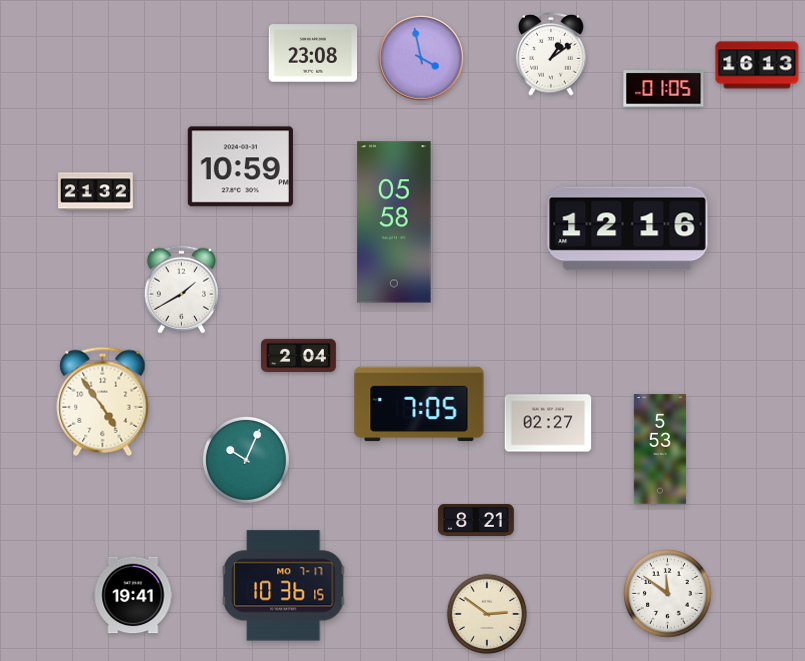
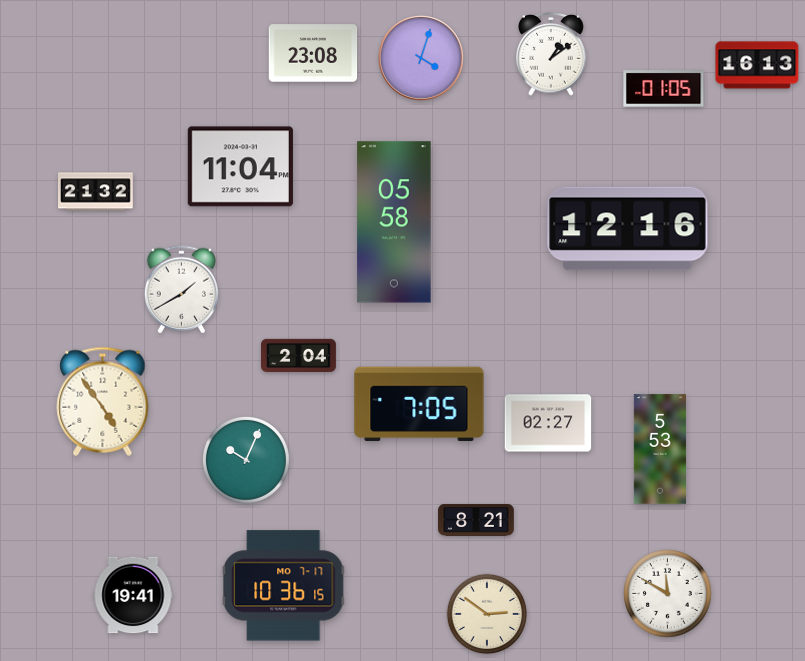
clock at (421, 58): 3:58 -> 4:03
clock at (240, 167): 10:59 -> 11:04
clock at (668, 594): 11:51 -> 11:50
